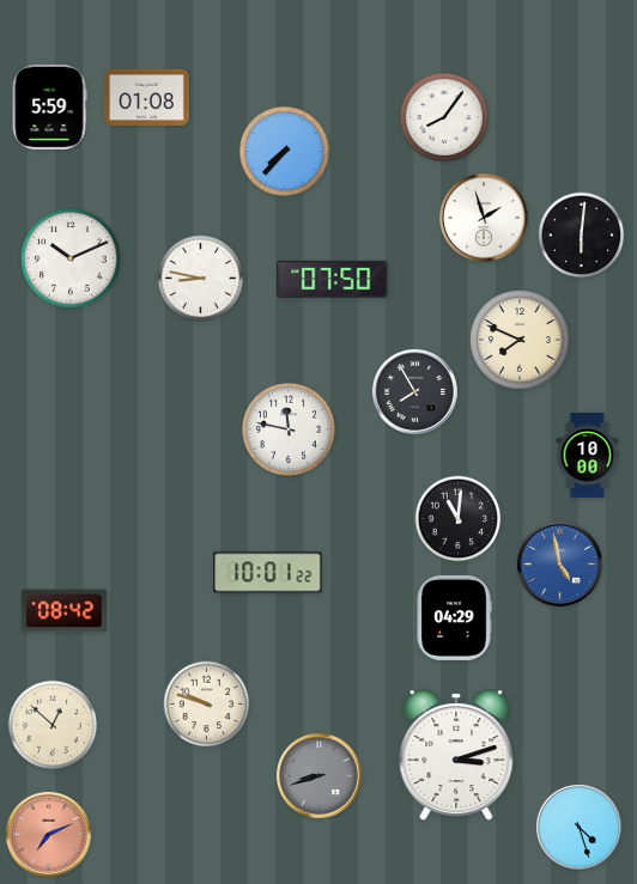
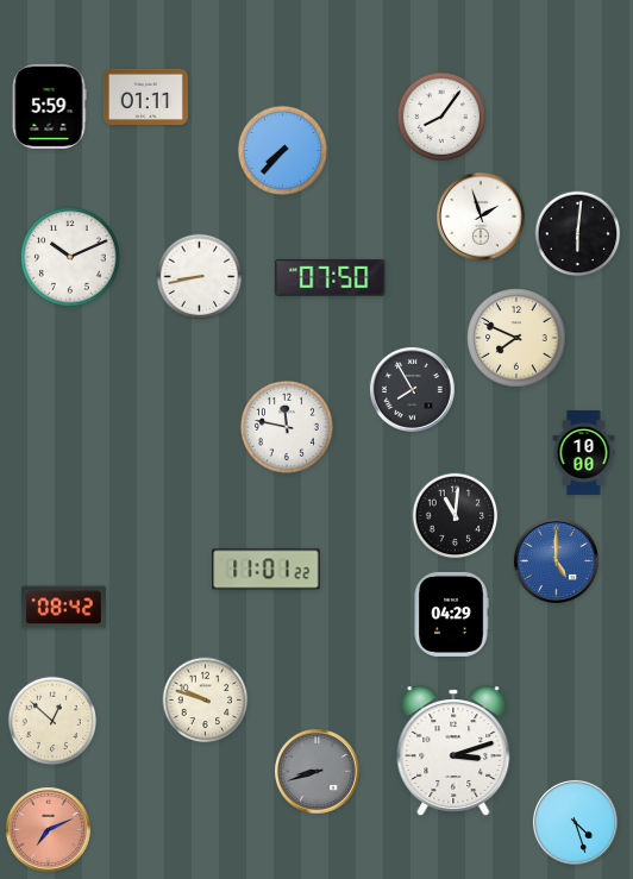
clock at (146, 97): 01:08 -> 01:11
clock at (201, 279): 8:47 -> 8:43
clock at (559, 563): 4:58 -> 5:00
clock at (268, 573): 10:01 -> 11:01
